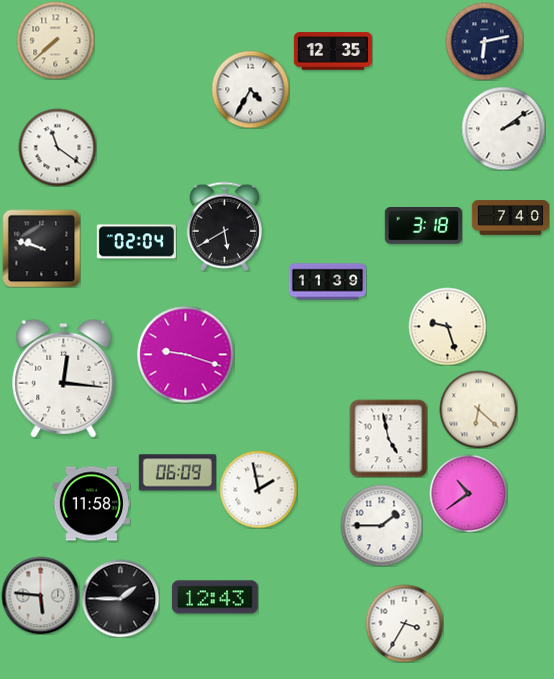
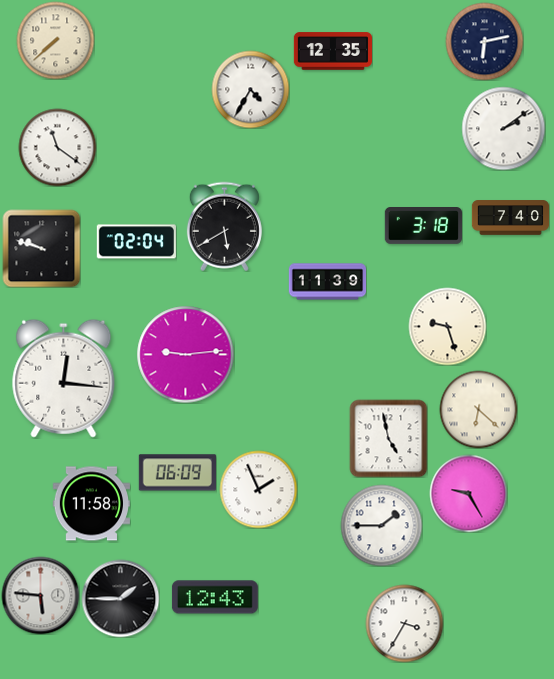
clock at (185, 354): 9:18 -> 9:14
clock at (258, 489): 1:58 -> 1:56
clock at (468, 493): 10:39 -> 9:25
